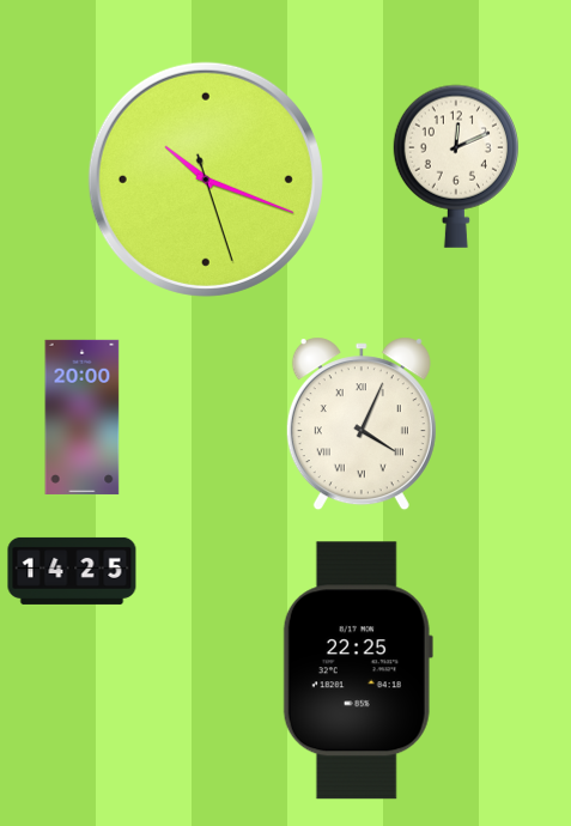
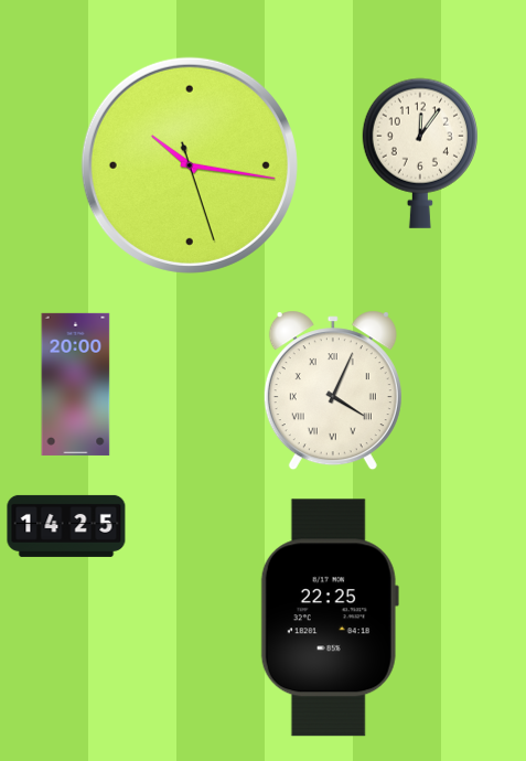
clock at (456, 166): 12:11 -> 12:06
clock at (206, 180): 10:18 -> 10:16
